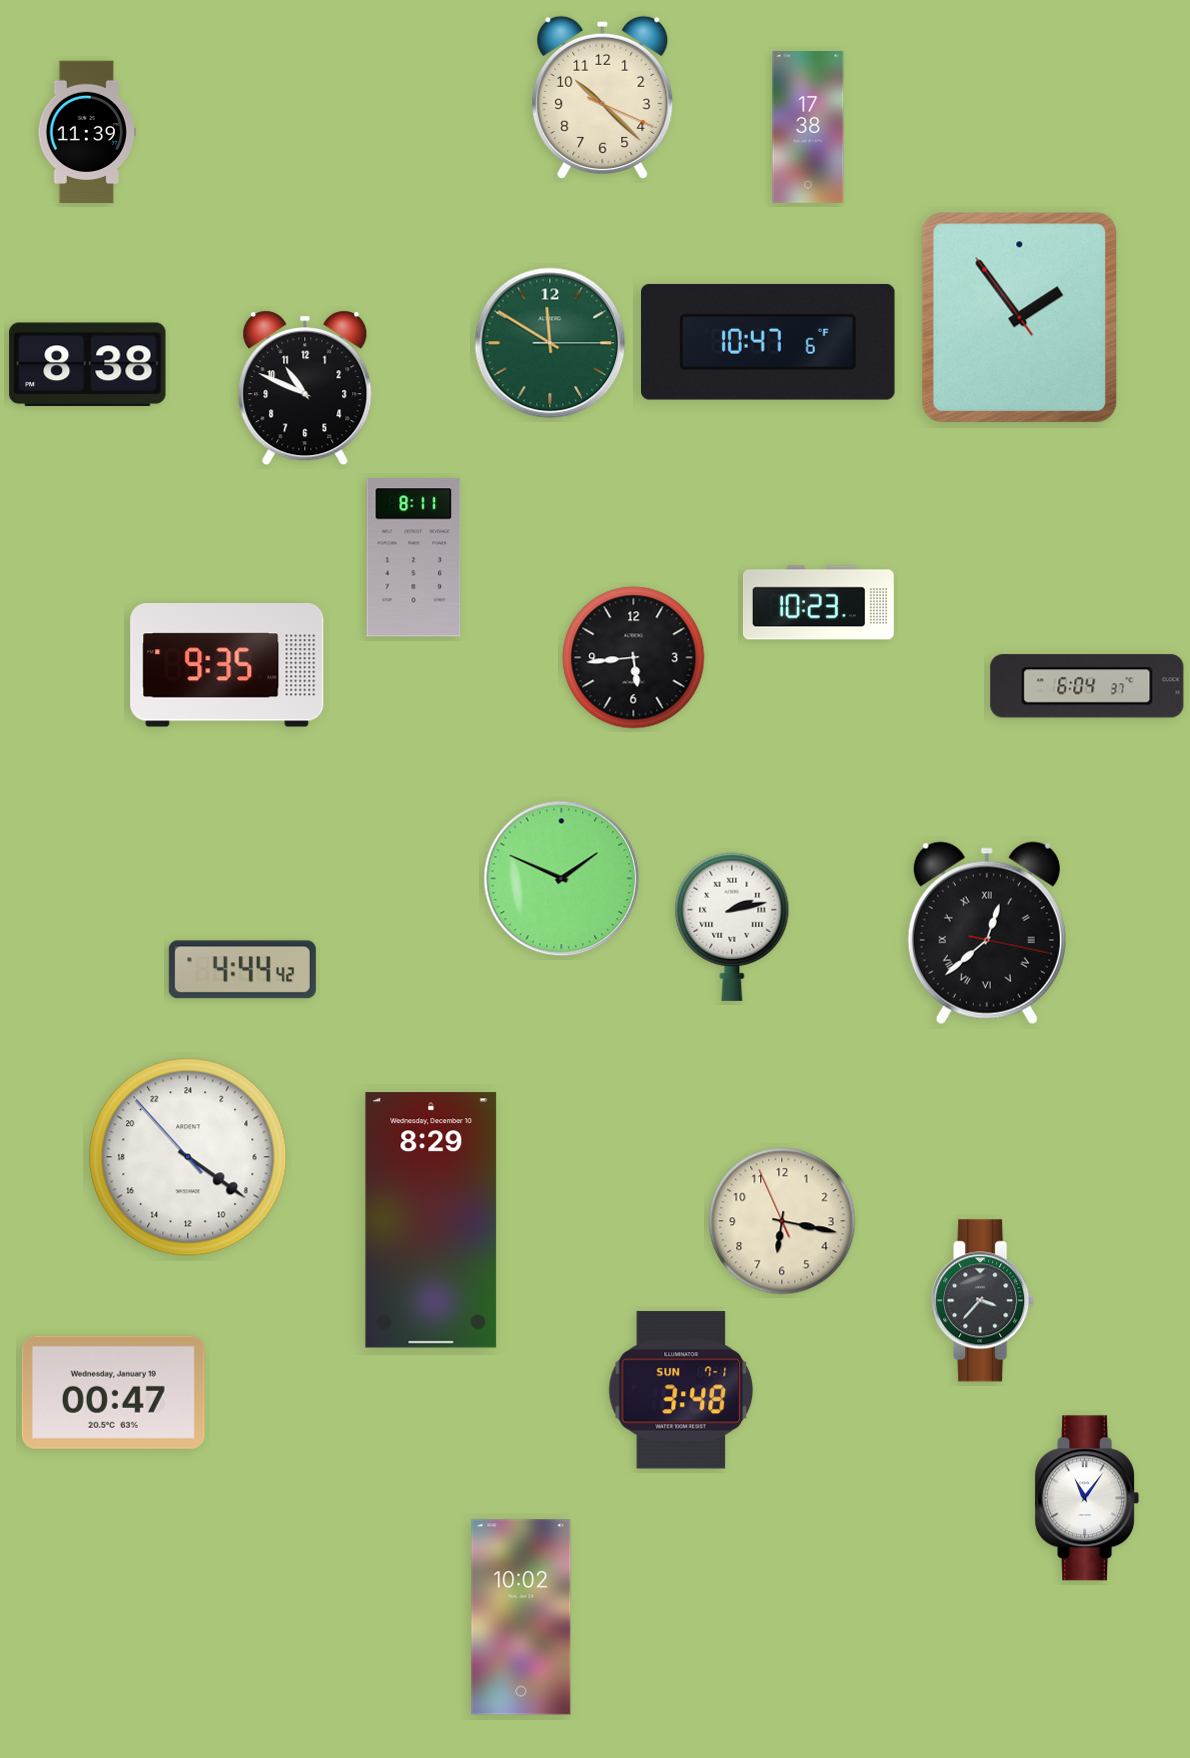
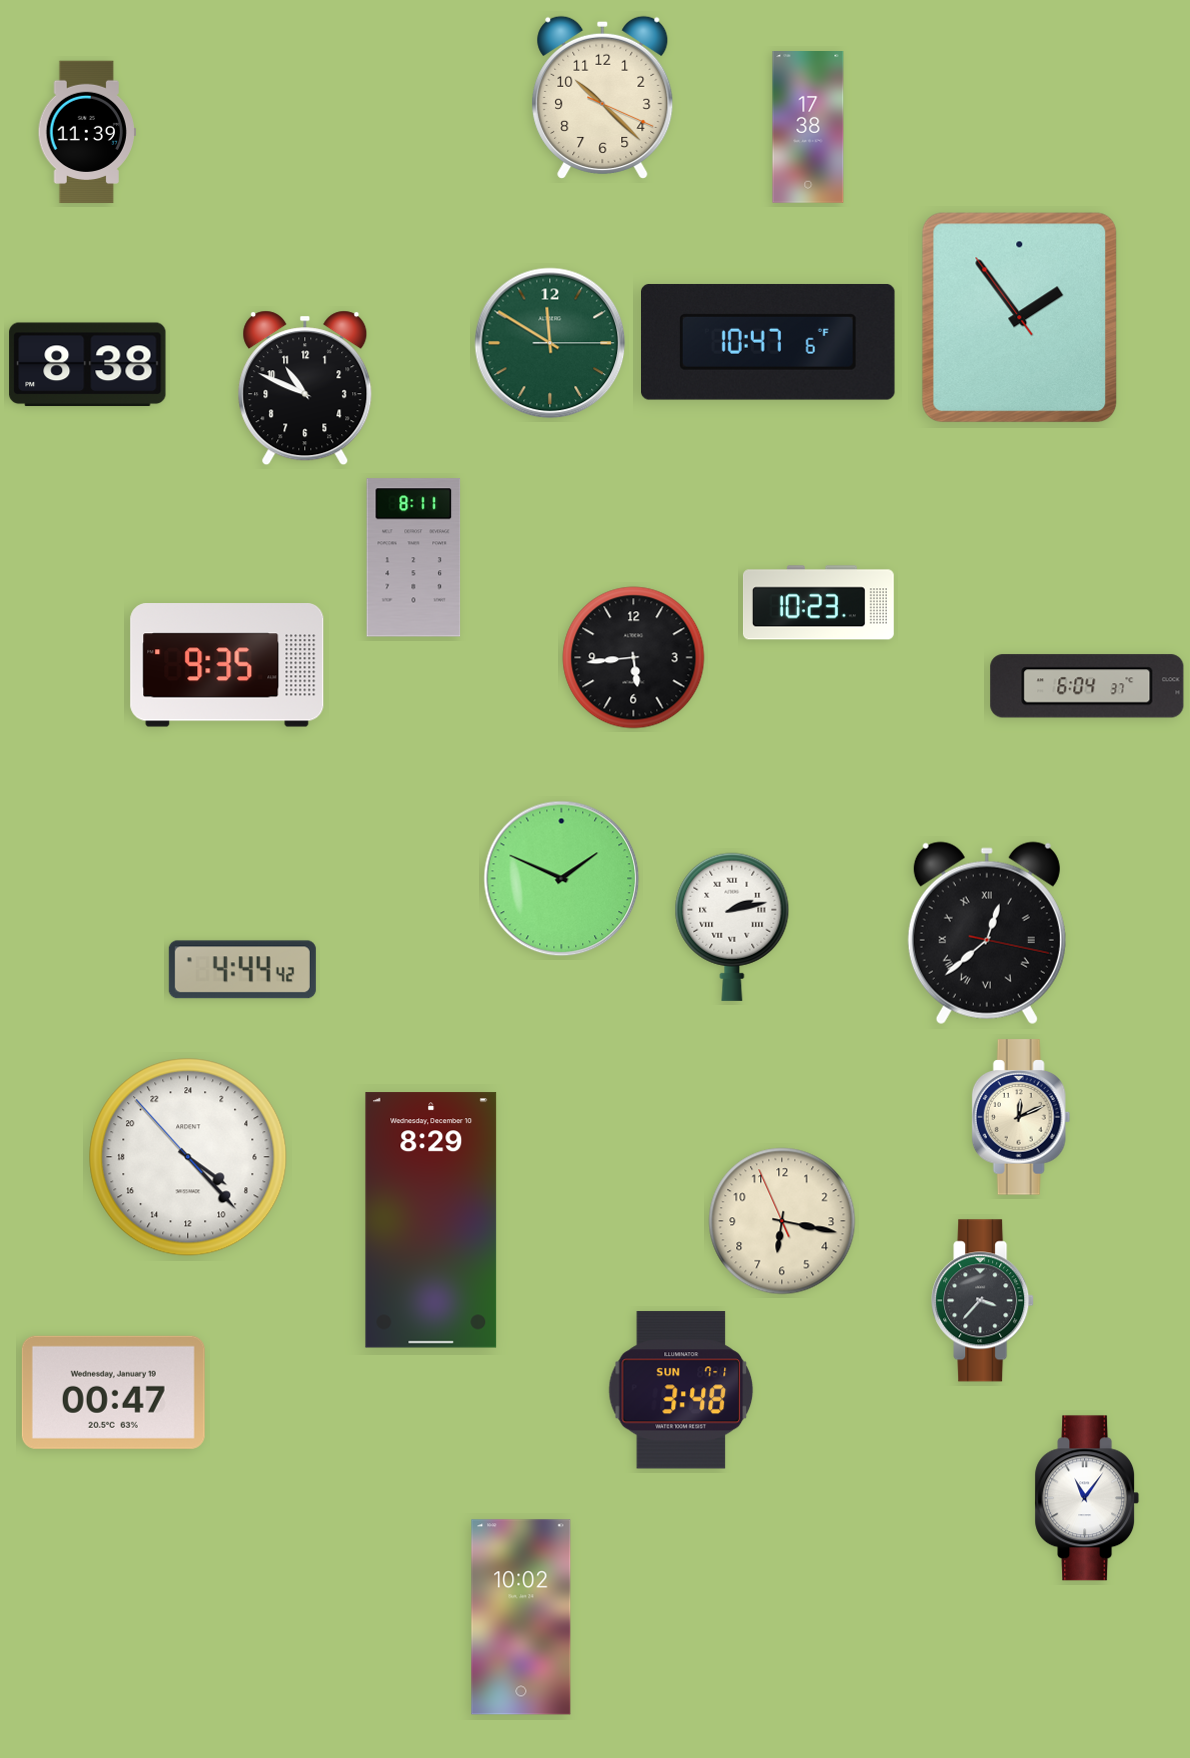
clock at (1021, 1117): none -> 12:11
clock at (188, 1157): 8:20 -> 8:22
